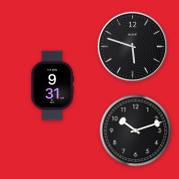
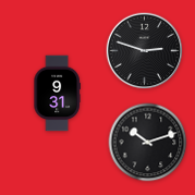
clock at (133, 47): 5:48 -> 2:48
